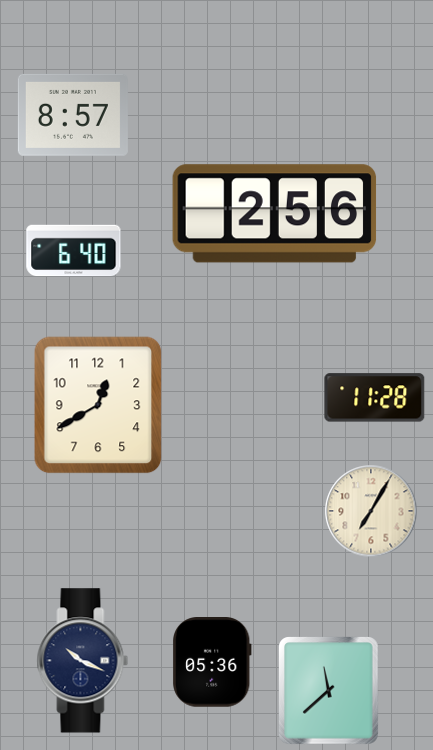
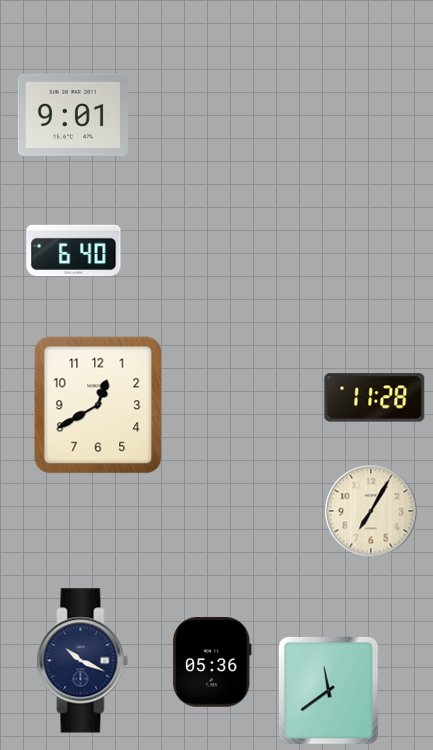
clock at (73, 115): 8:57 -> 9:01
clock at (275, 214): 2:56 -> none
clock at (329, 691): 11:38 -> 11:39
